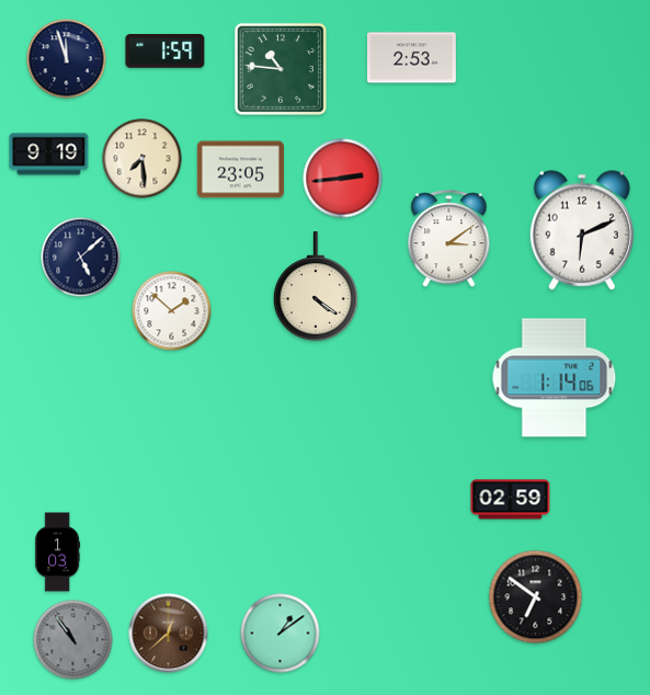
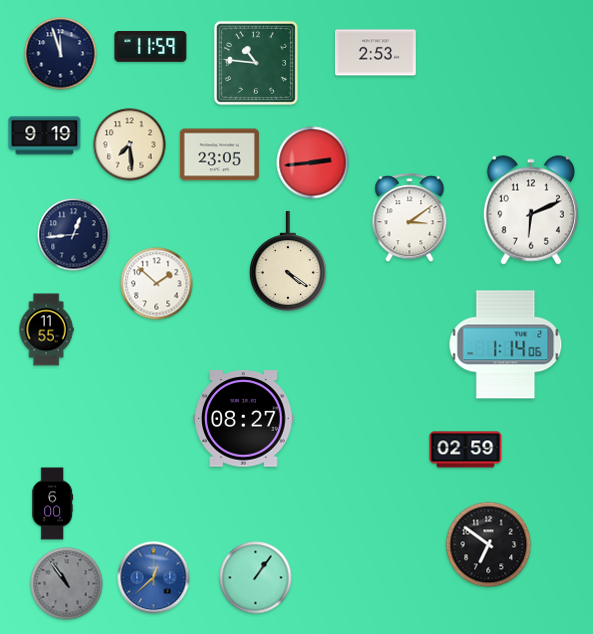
clock at (166, 52): 1:59 -> 11:59
clock at (49, 155) position: (49, 155) -> (45, 136)
clock at (81, 258): 5:08 -> 12:44
clock at (46, 330): none -> 11:55
clock at (244, 419): none -> 08:27
clock at (511, 500) position: (511, 500) -> (466, 450)
clock at (58, 552): 1:03 -> 6:00
clock at (169, 634) dial: brown -> blue
clock at (281, 634): 1:09 -> 1:06
